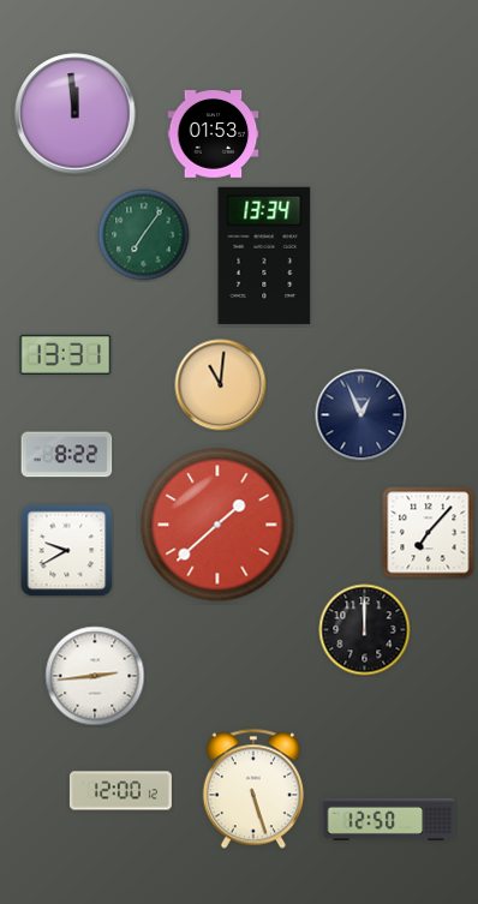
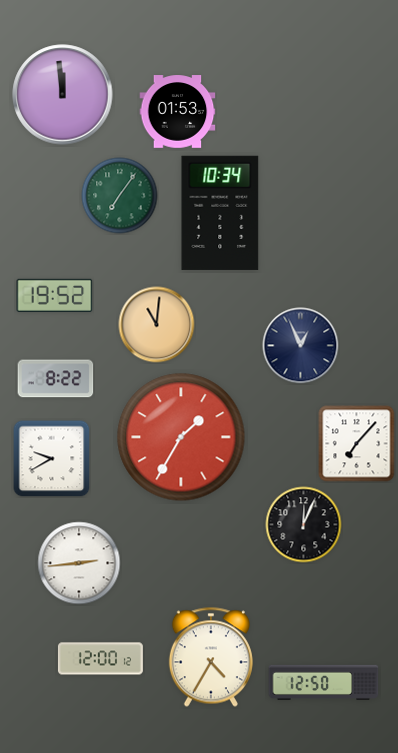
clock at (264, 256): 13:34 -> 10:34
clock at (66, 354): 13:31 -> 19:52
clock at (221, 385) position: (221, 385) -> (157, 325)
clock at (217, 525): 1:38 -> 1:35
clock at (67, 551) position: (67, 551) -> (52, 459)
clock at (365, 630): 12:00 -> 12:04
clock at (253, 789): 5:27 -> 4:35
